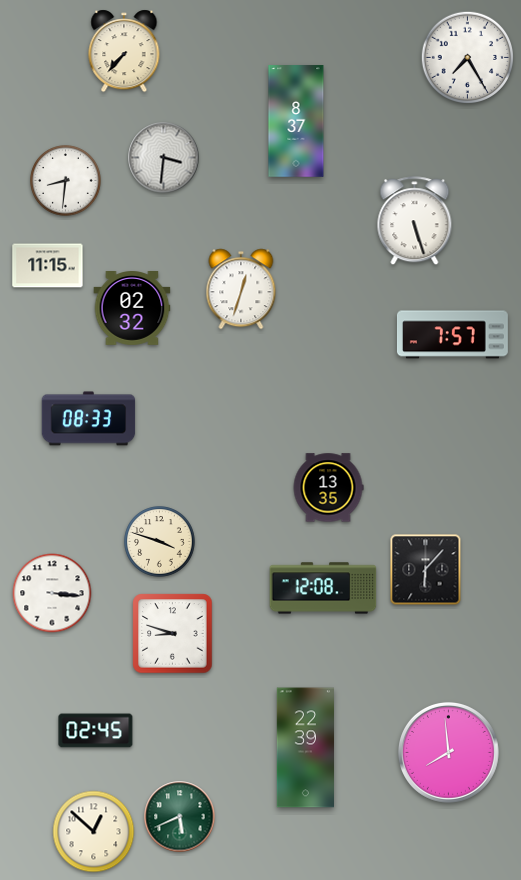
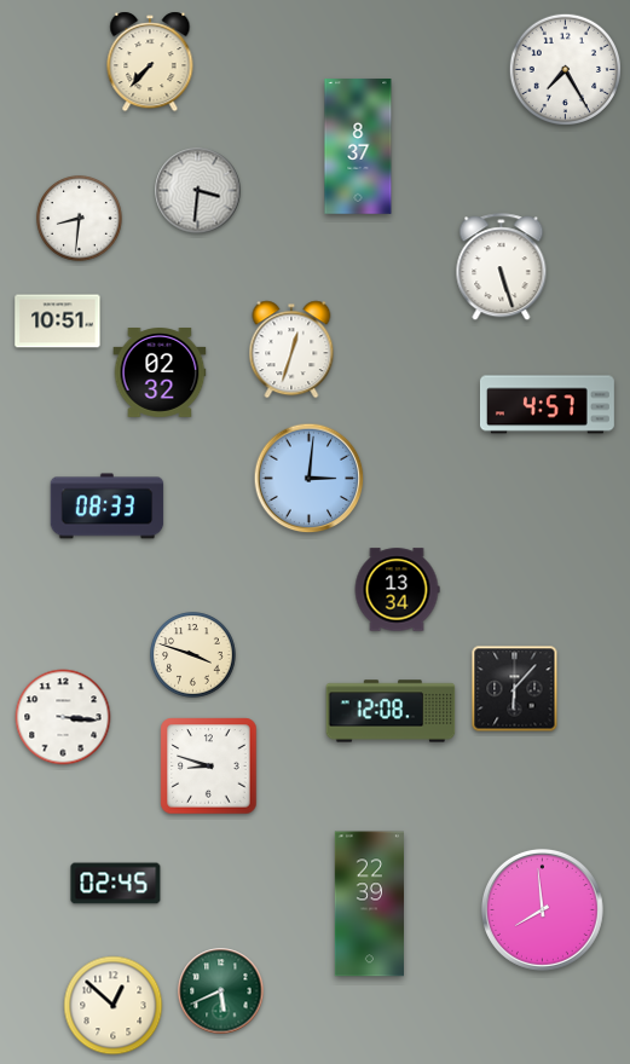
clock at (48, 266): 11:15 -> 10:51
clock at (452, 335): 7:57 -> 4:57
clock at (310, 479): none -> 3:01
clock at (328, 488): 13:35 -> 13:34
clock at (180, 817) position: (180, 817) -> (221, 991)
